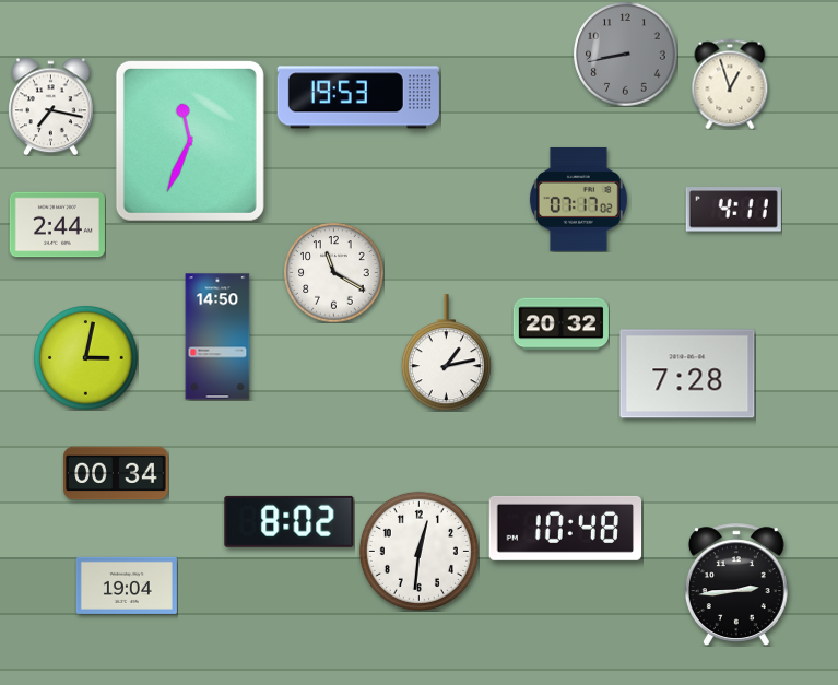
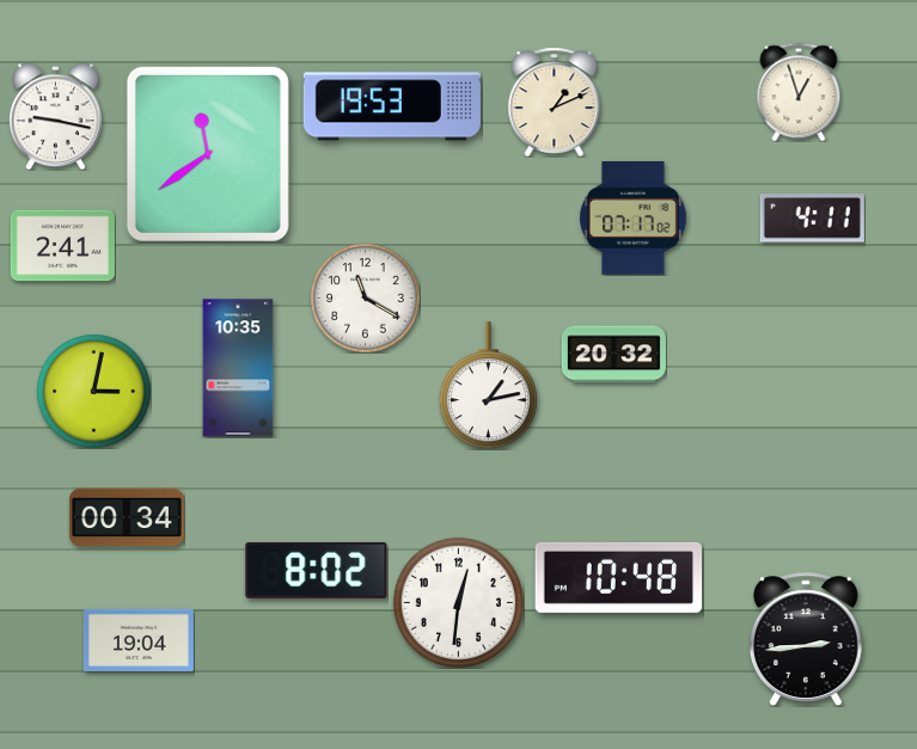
clock at (625, 54): 8:43 -> none
clock at (555, 102): none -> 1:11
clock at (51, 106): 7:17 -> 9:17
clock at (190, 141): 11:34 -> 11:39
clock at (733, 210) position: (733, 210) -> (812, 219)
clock at (57, 225): 2:44 -> 2:41
clock at (217, 336): 14:50 -> 10:35
clock at (687, 374): 7:28 -> none
